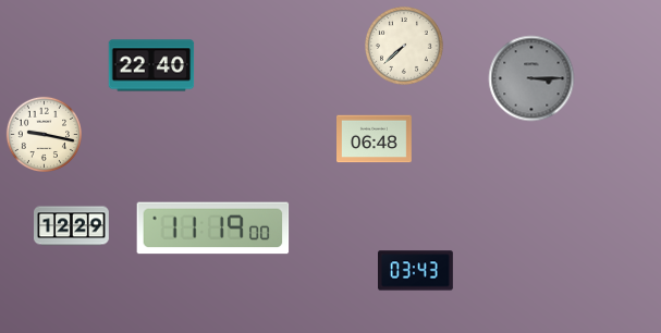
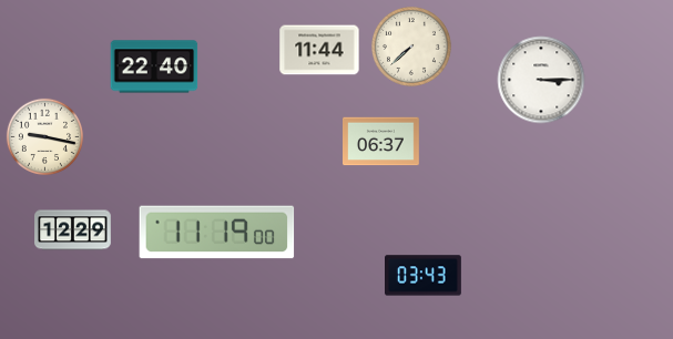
clock at (319, 50): none -> 11:44
clock at (531, 78) dial: grey -> white
clock at (375, 139): 06:48 -> 06:37
